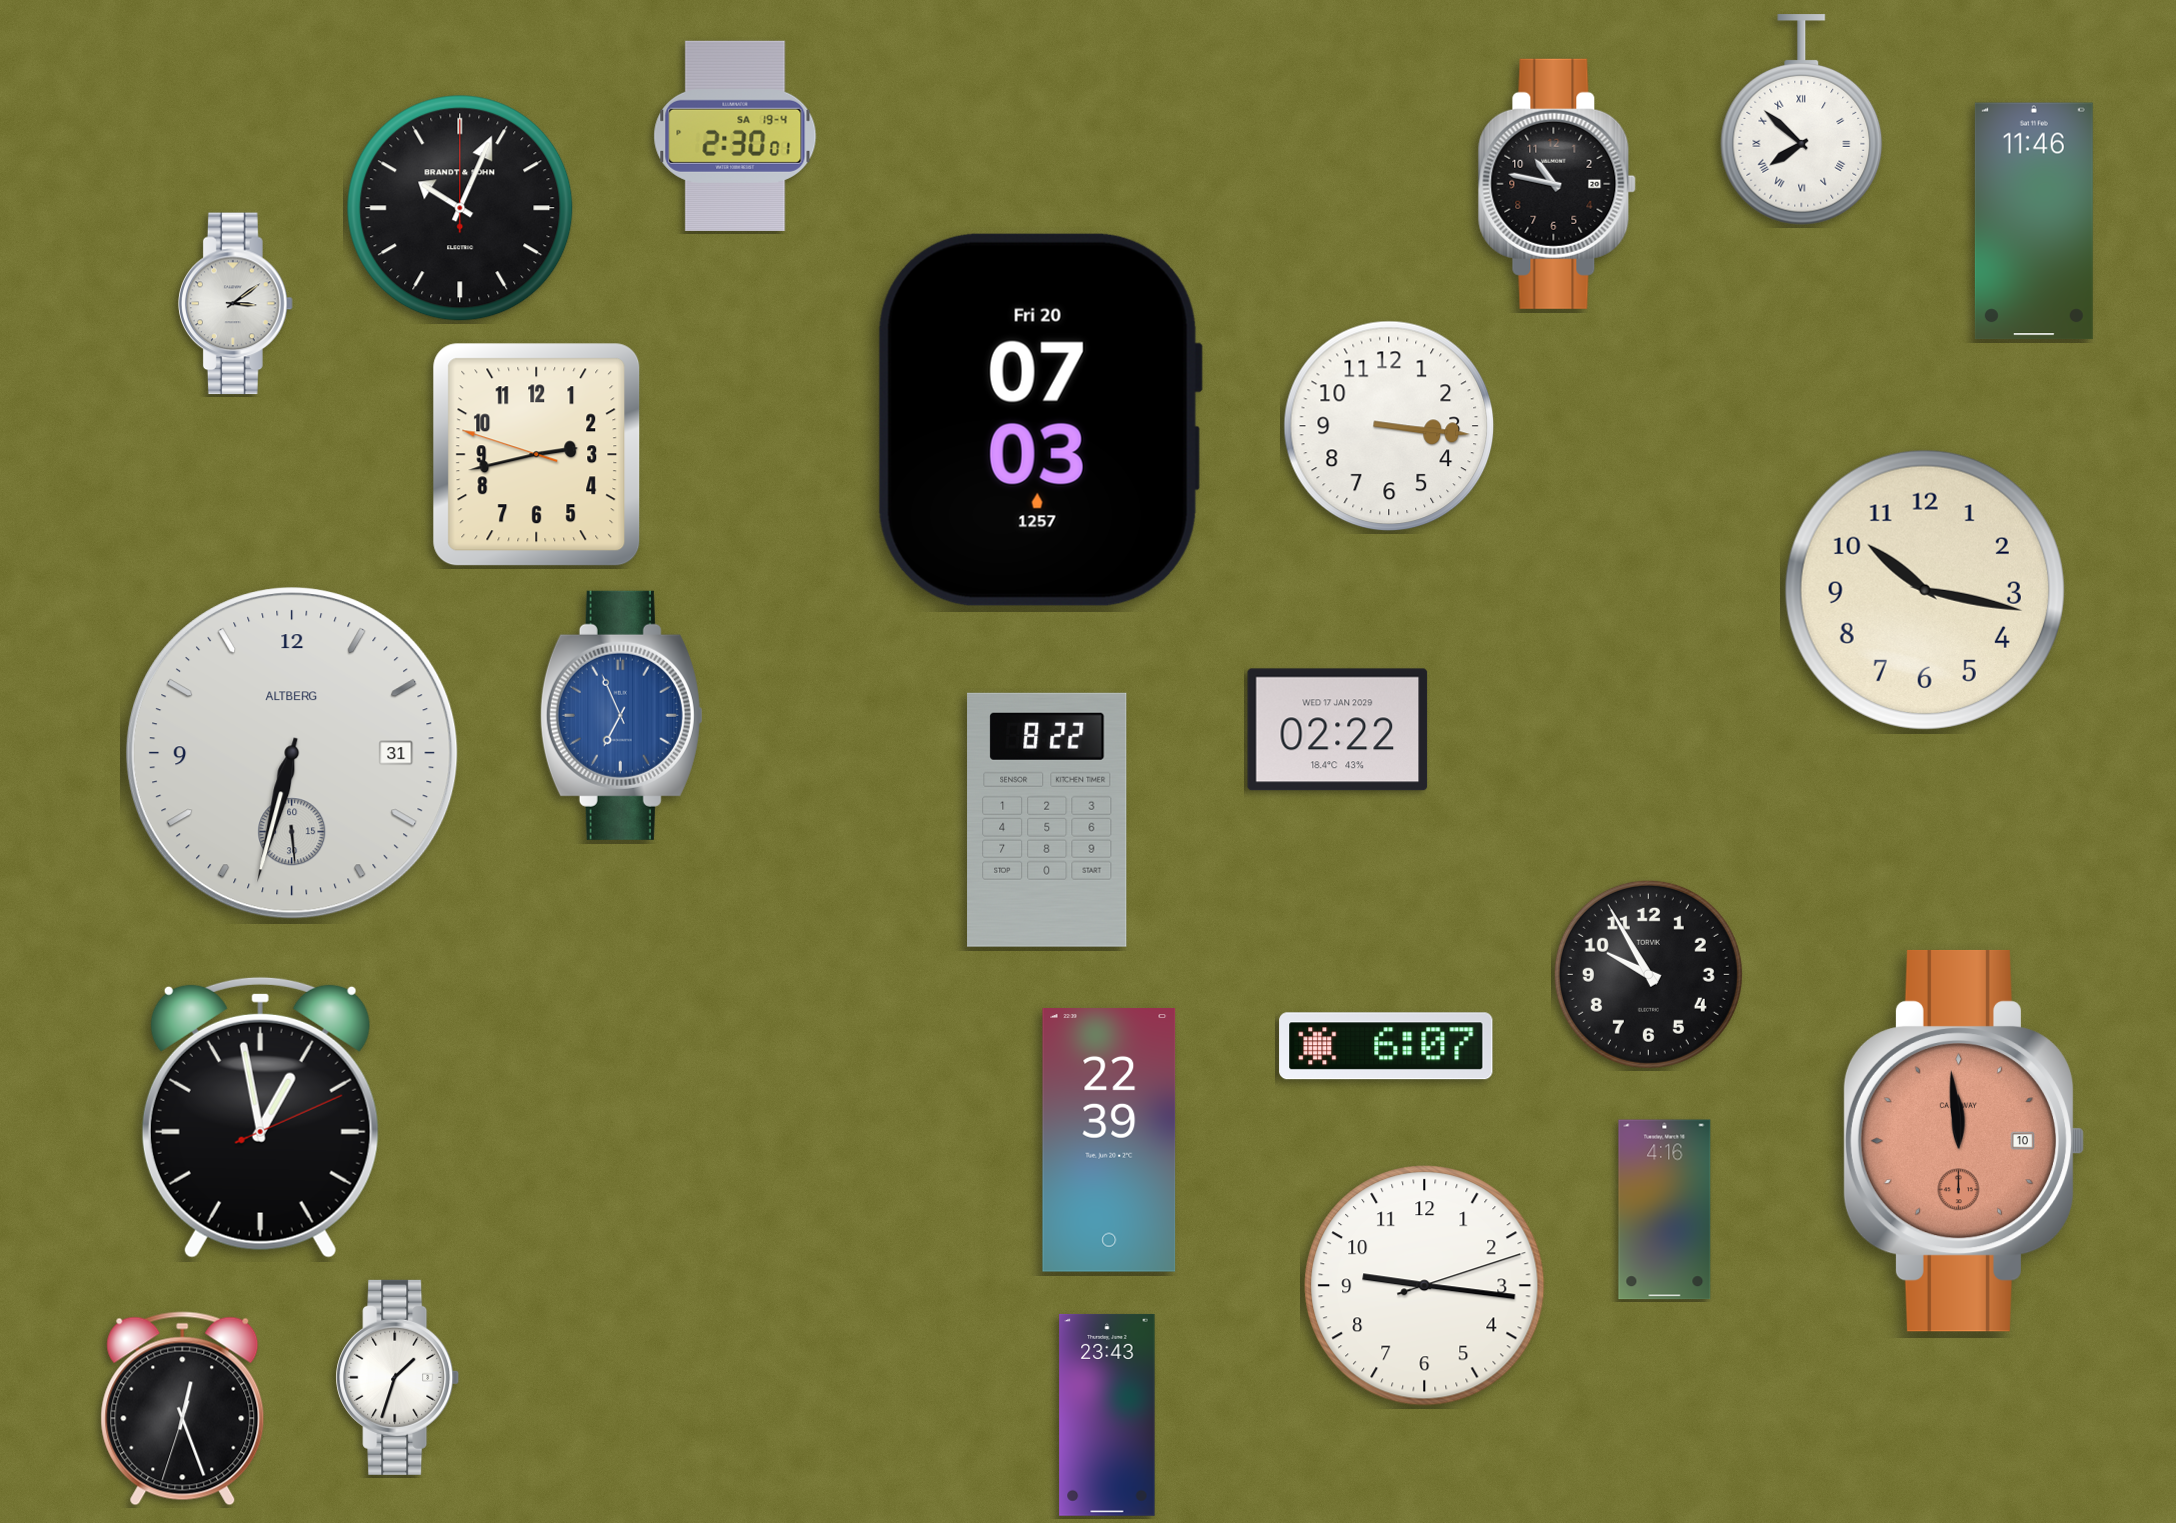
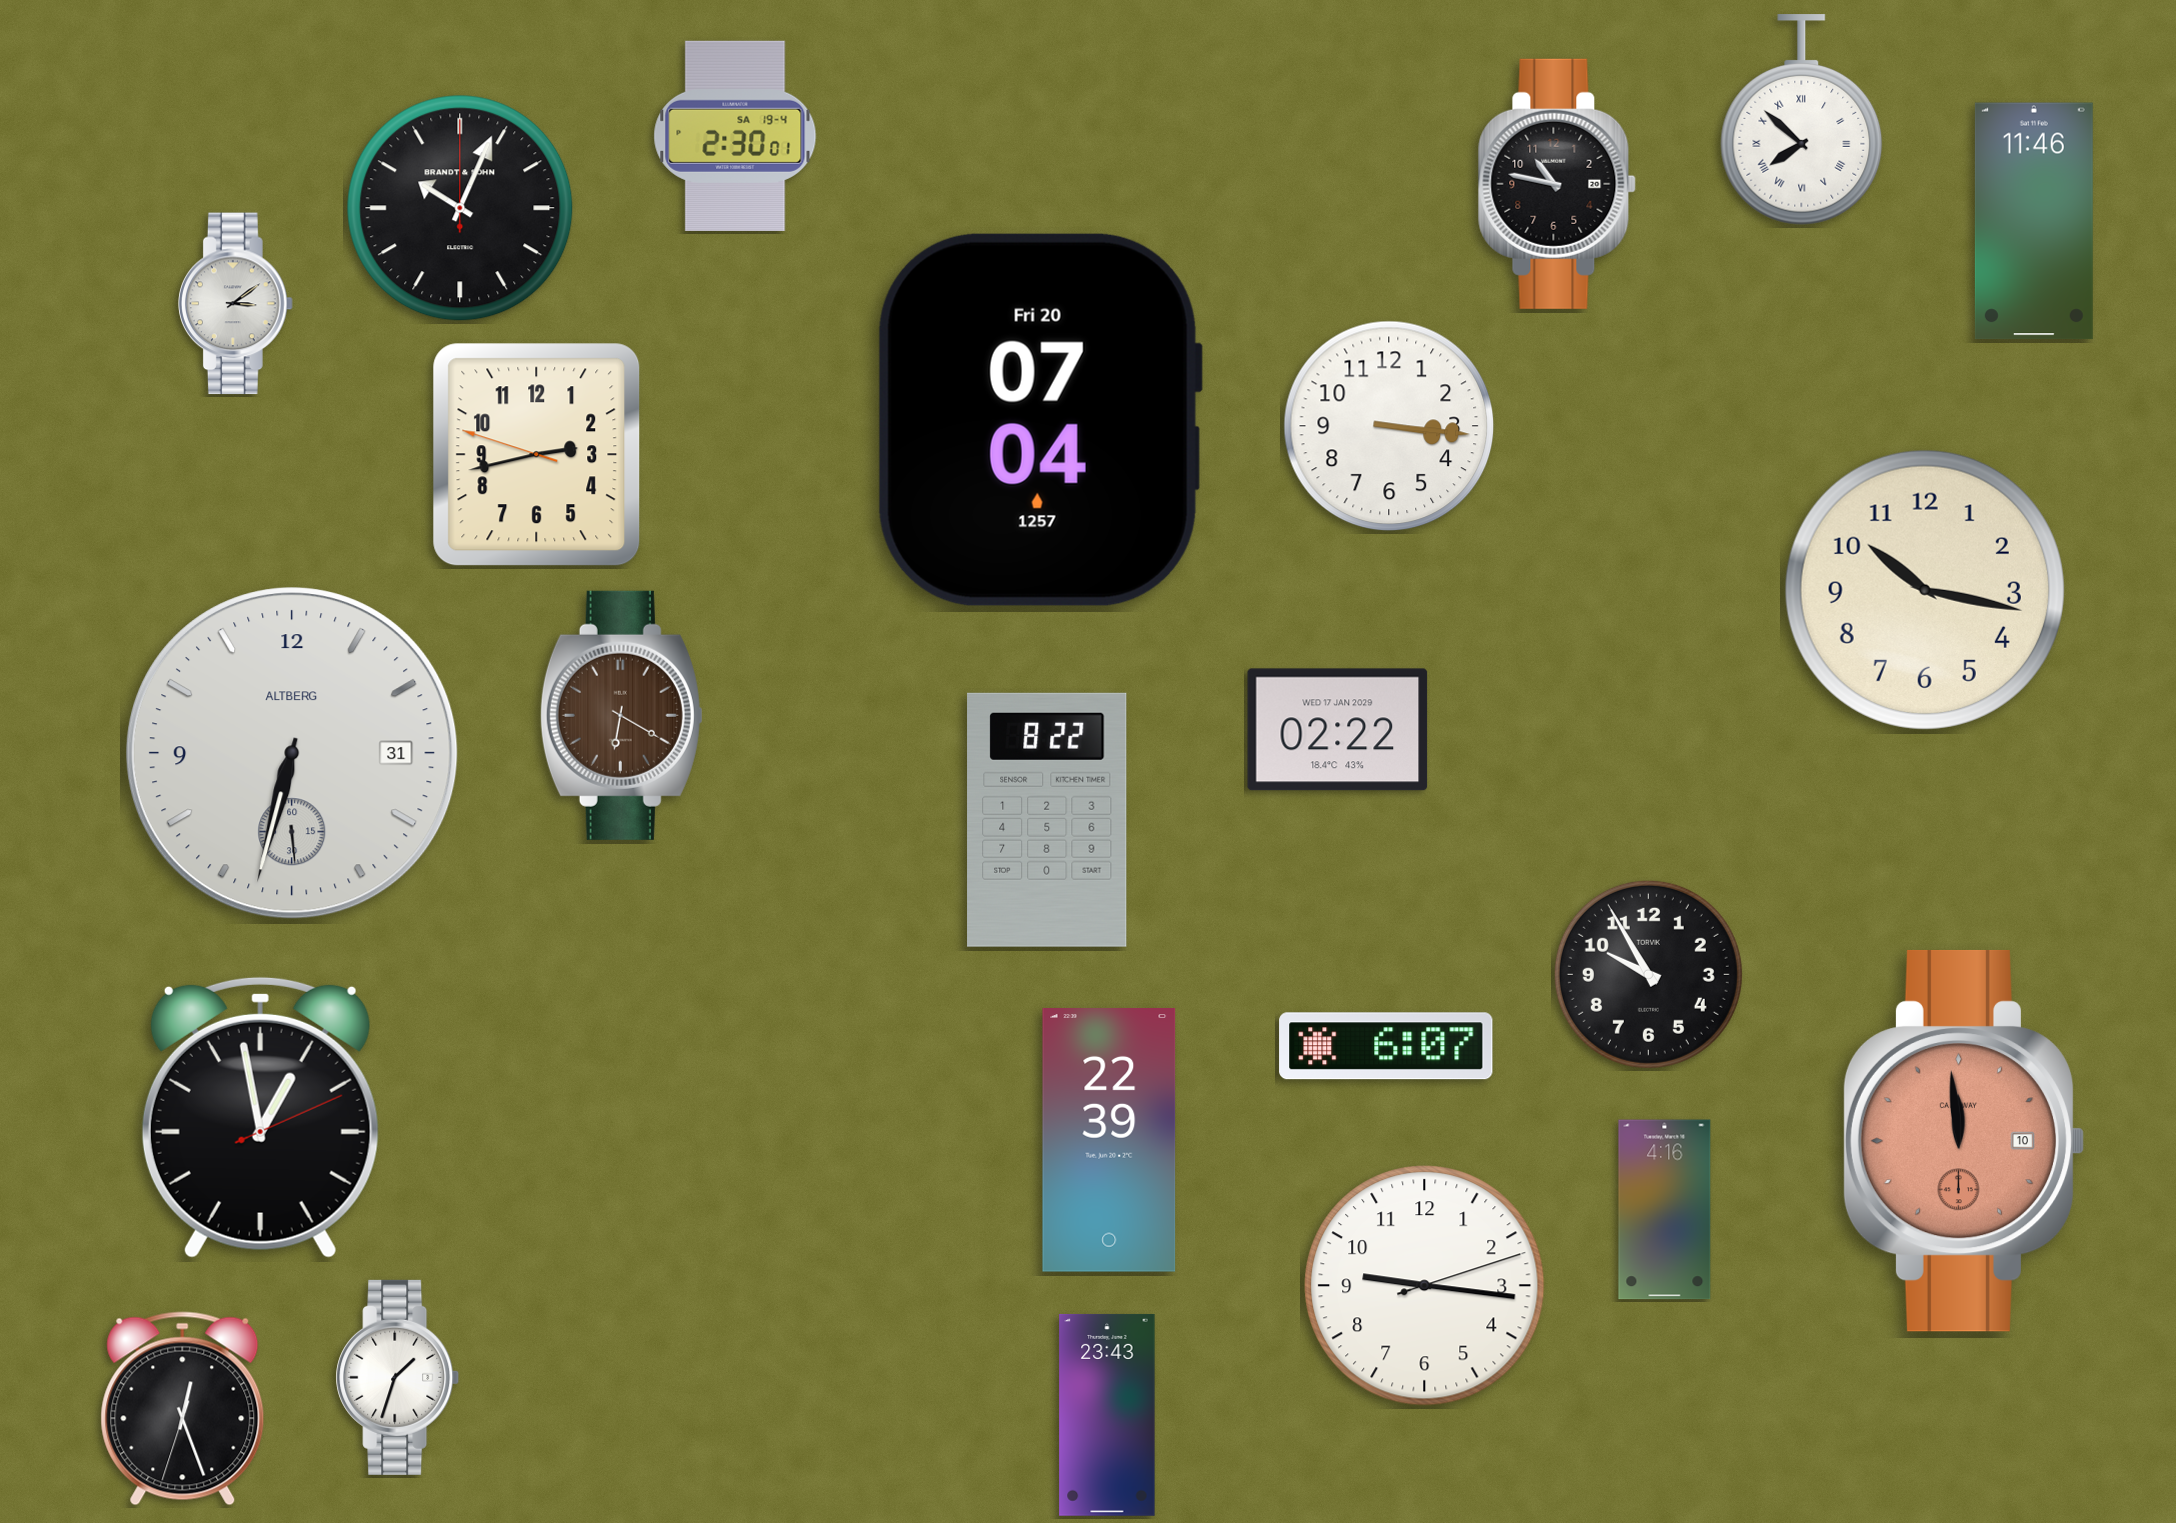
clock at (1039, 420): 07:03 -> 07:04
clock at (621, 715): 6:56 -> 6:20
clock at (621, 715) dial: blue -> brown
